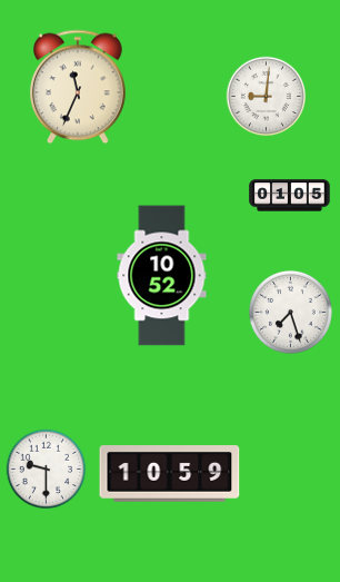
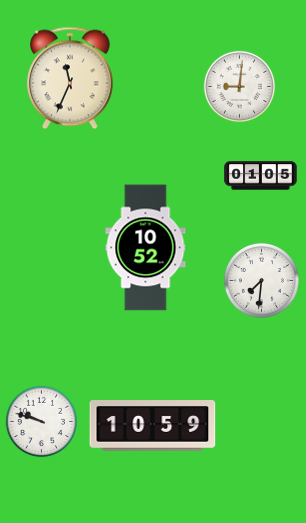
clock at (290, 312): 7:27 -> 7:31
clock at (47, 470): 9:30 -> 9:48
